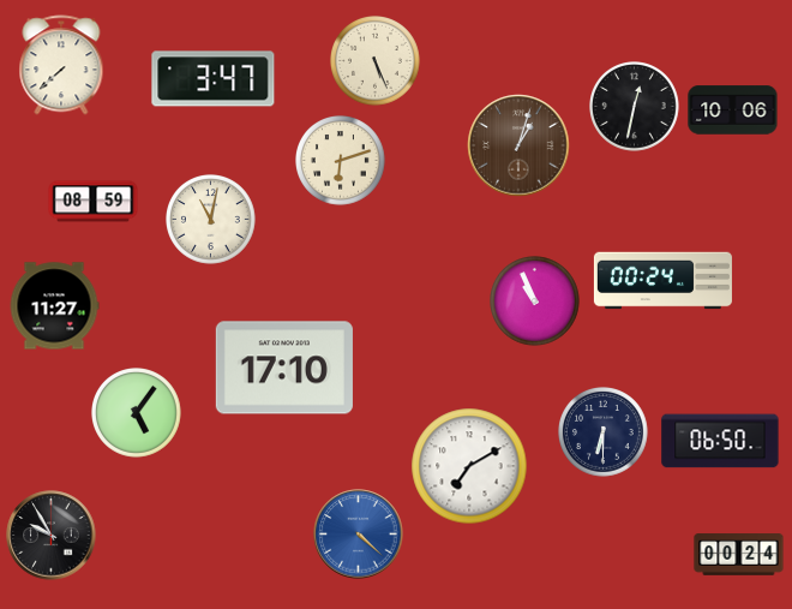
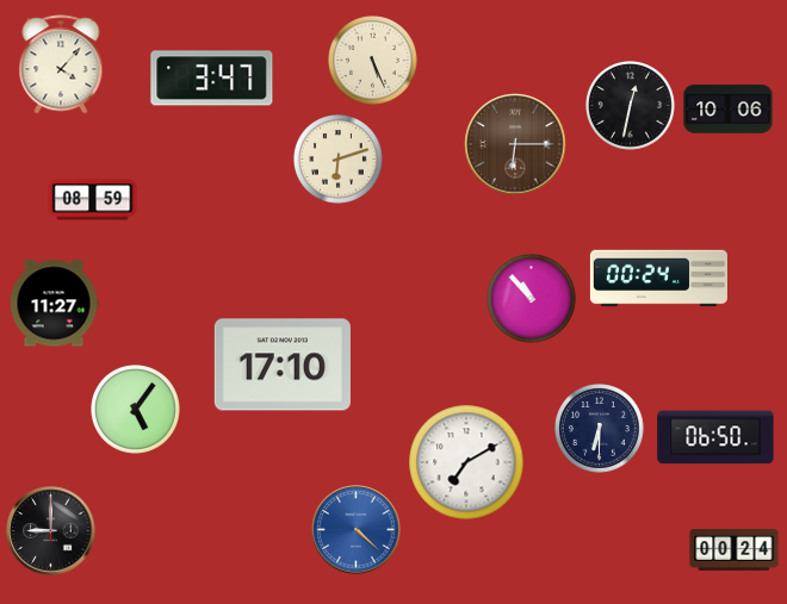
clock at (61, 65): 7:38 -> 4:07
clock at (518, 145): 1:03 -> 6:15
clock at (211, 220): 11:02 -> none
clock at (535, 301): 10:56 -> 10:53
clock at (52, 536): 9:55 -> 9:00
